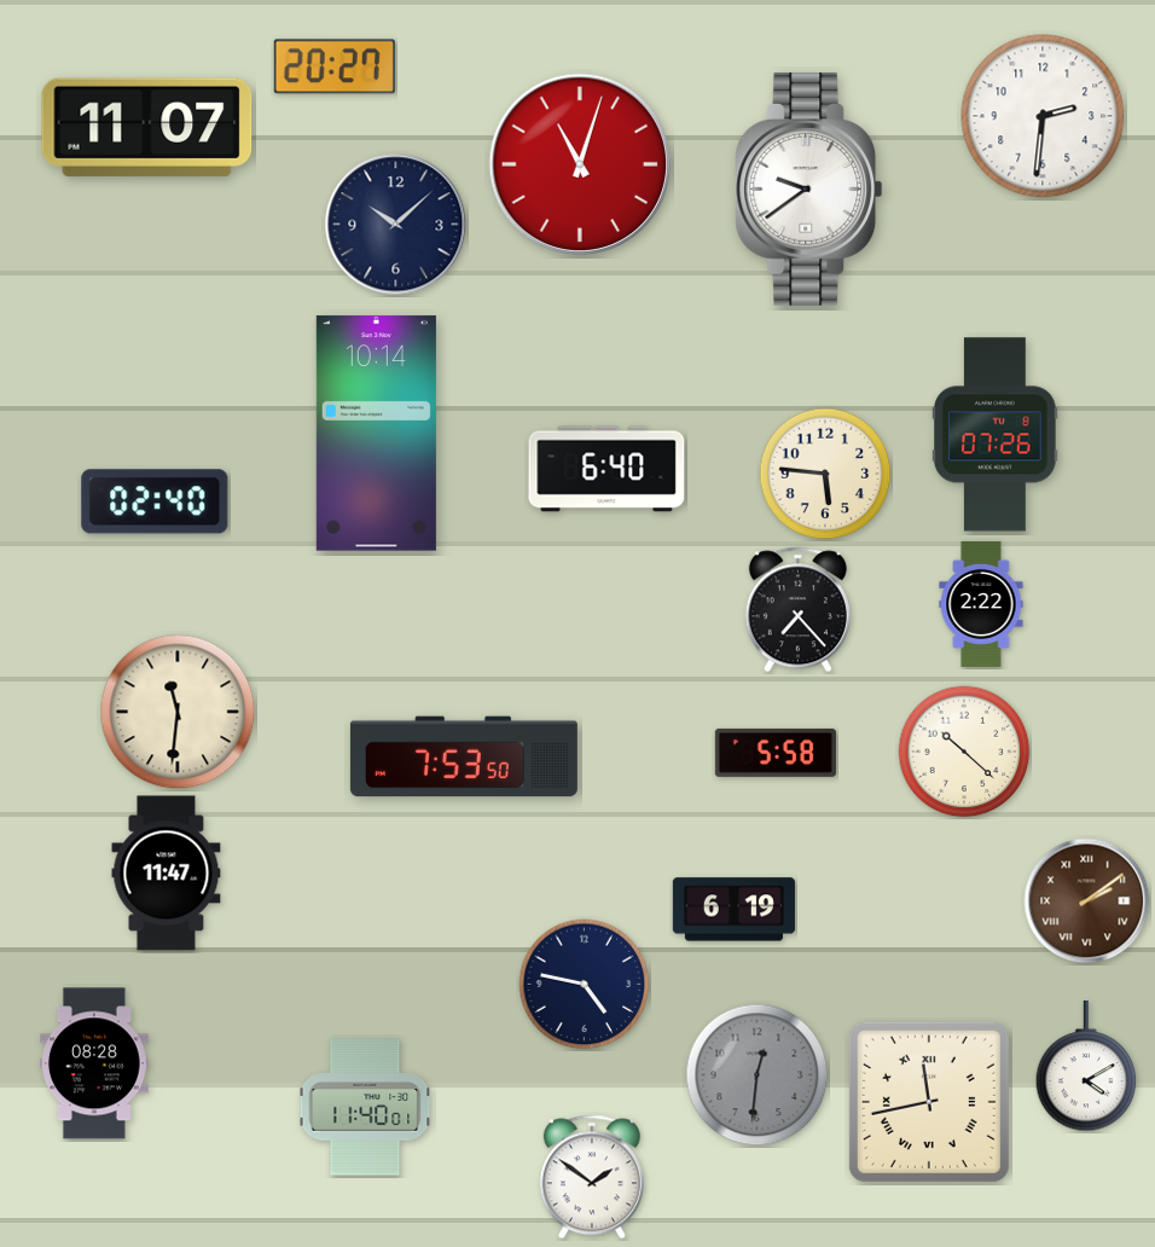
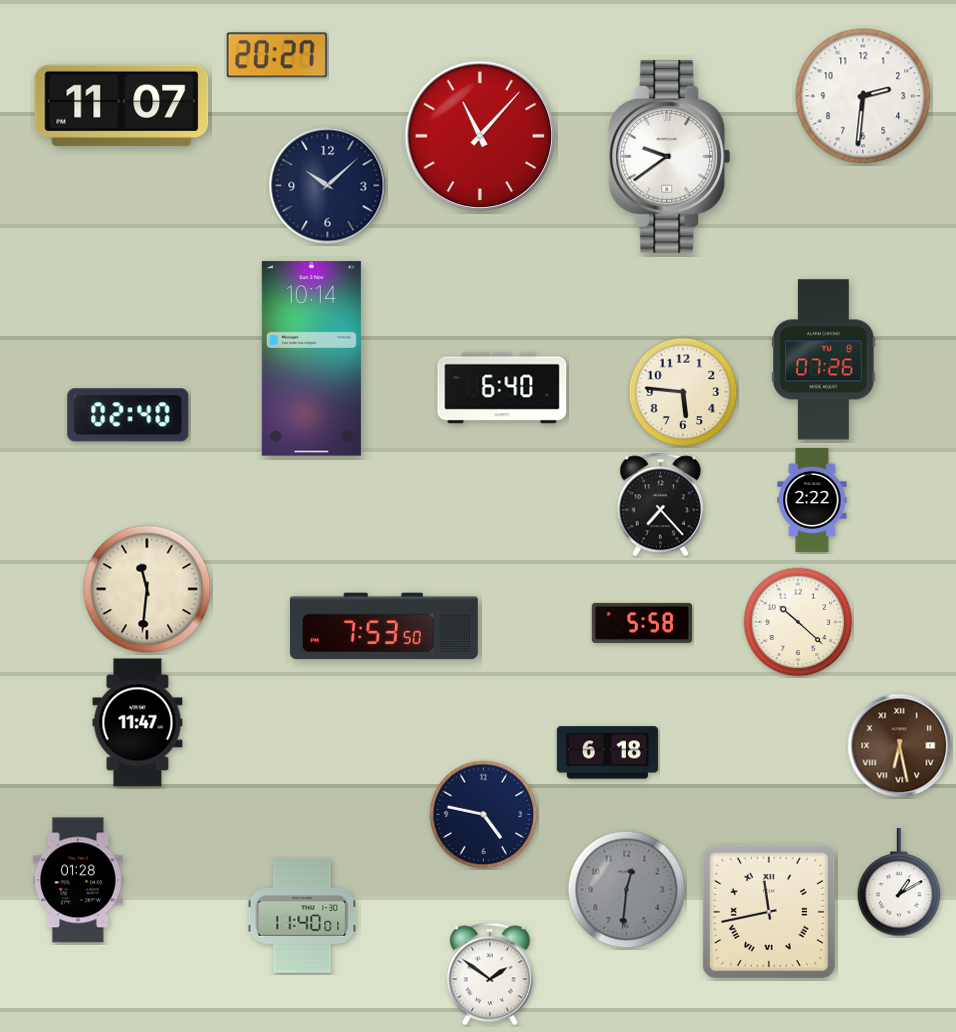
clock at (580, 164): 11:03 -> 11:07
clock at (1087, 901): 2:09 -> 6:28
clock at (733, 910): 6:19 -> 6:18
clock at (95, 1063): 08:28 -> 01:28
clock at (1086, 1067): 4:10 -> 1:10
